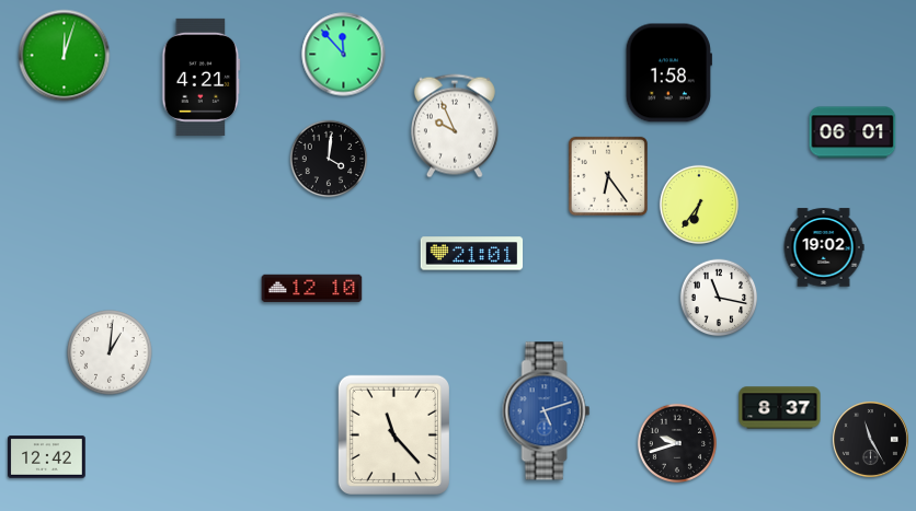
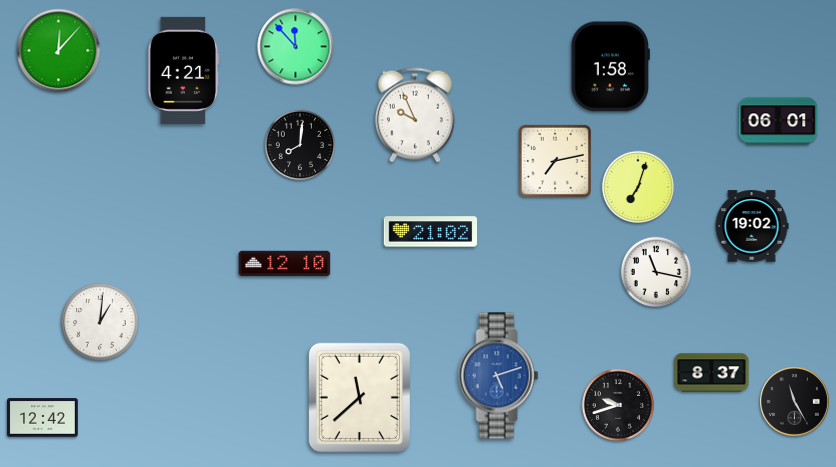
clock at (344, 55) position: (344, 55) -> (296, 47)
clock at (65, 56): 12:03 -> 12:07
clock at (329, 159): 4:01 -> 8:01
clock at (608, 176): 6:24 -> 7:13
clock at (699, 205): 6:36 -> 7:03
clock at (472, 254): 21:01 -> 21:02
clock at (393, 434): 11:23 -> 11:38
